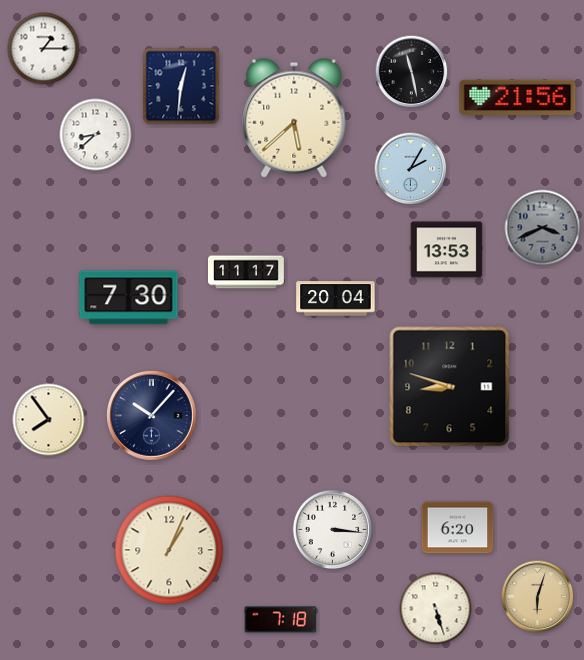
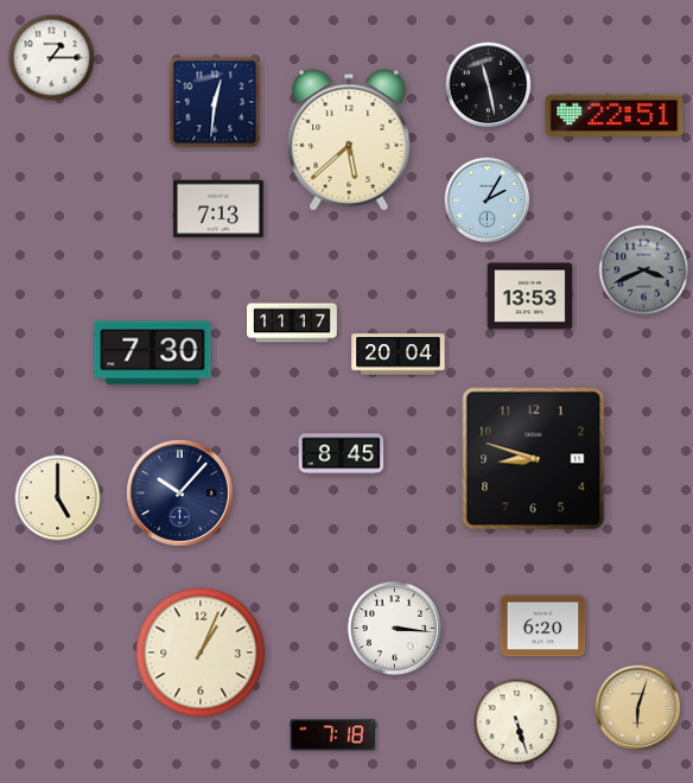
clock at (518, 98): 21:56 -> 22:51
clock at (96, 135): 8:38 -> none
clock at (218, 209): none -> 7:13
clock at (342, 454): none -> 8:45
clock at (49, 420): 7:54 -> 5:00
